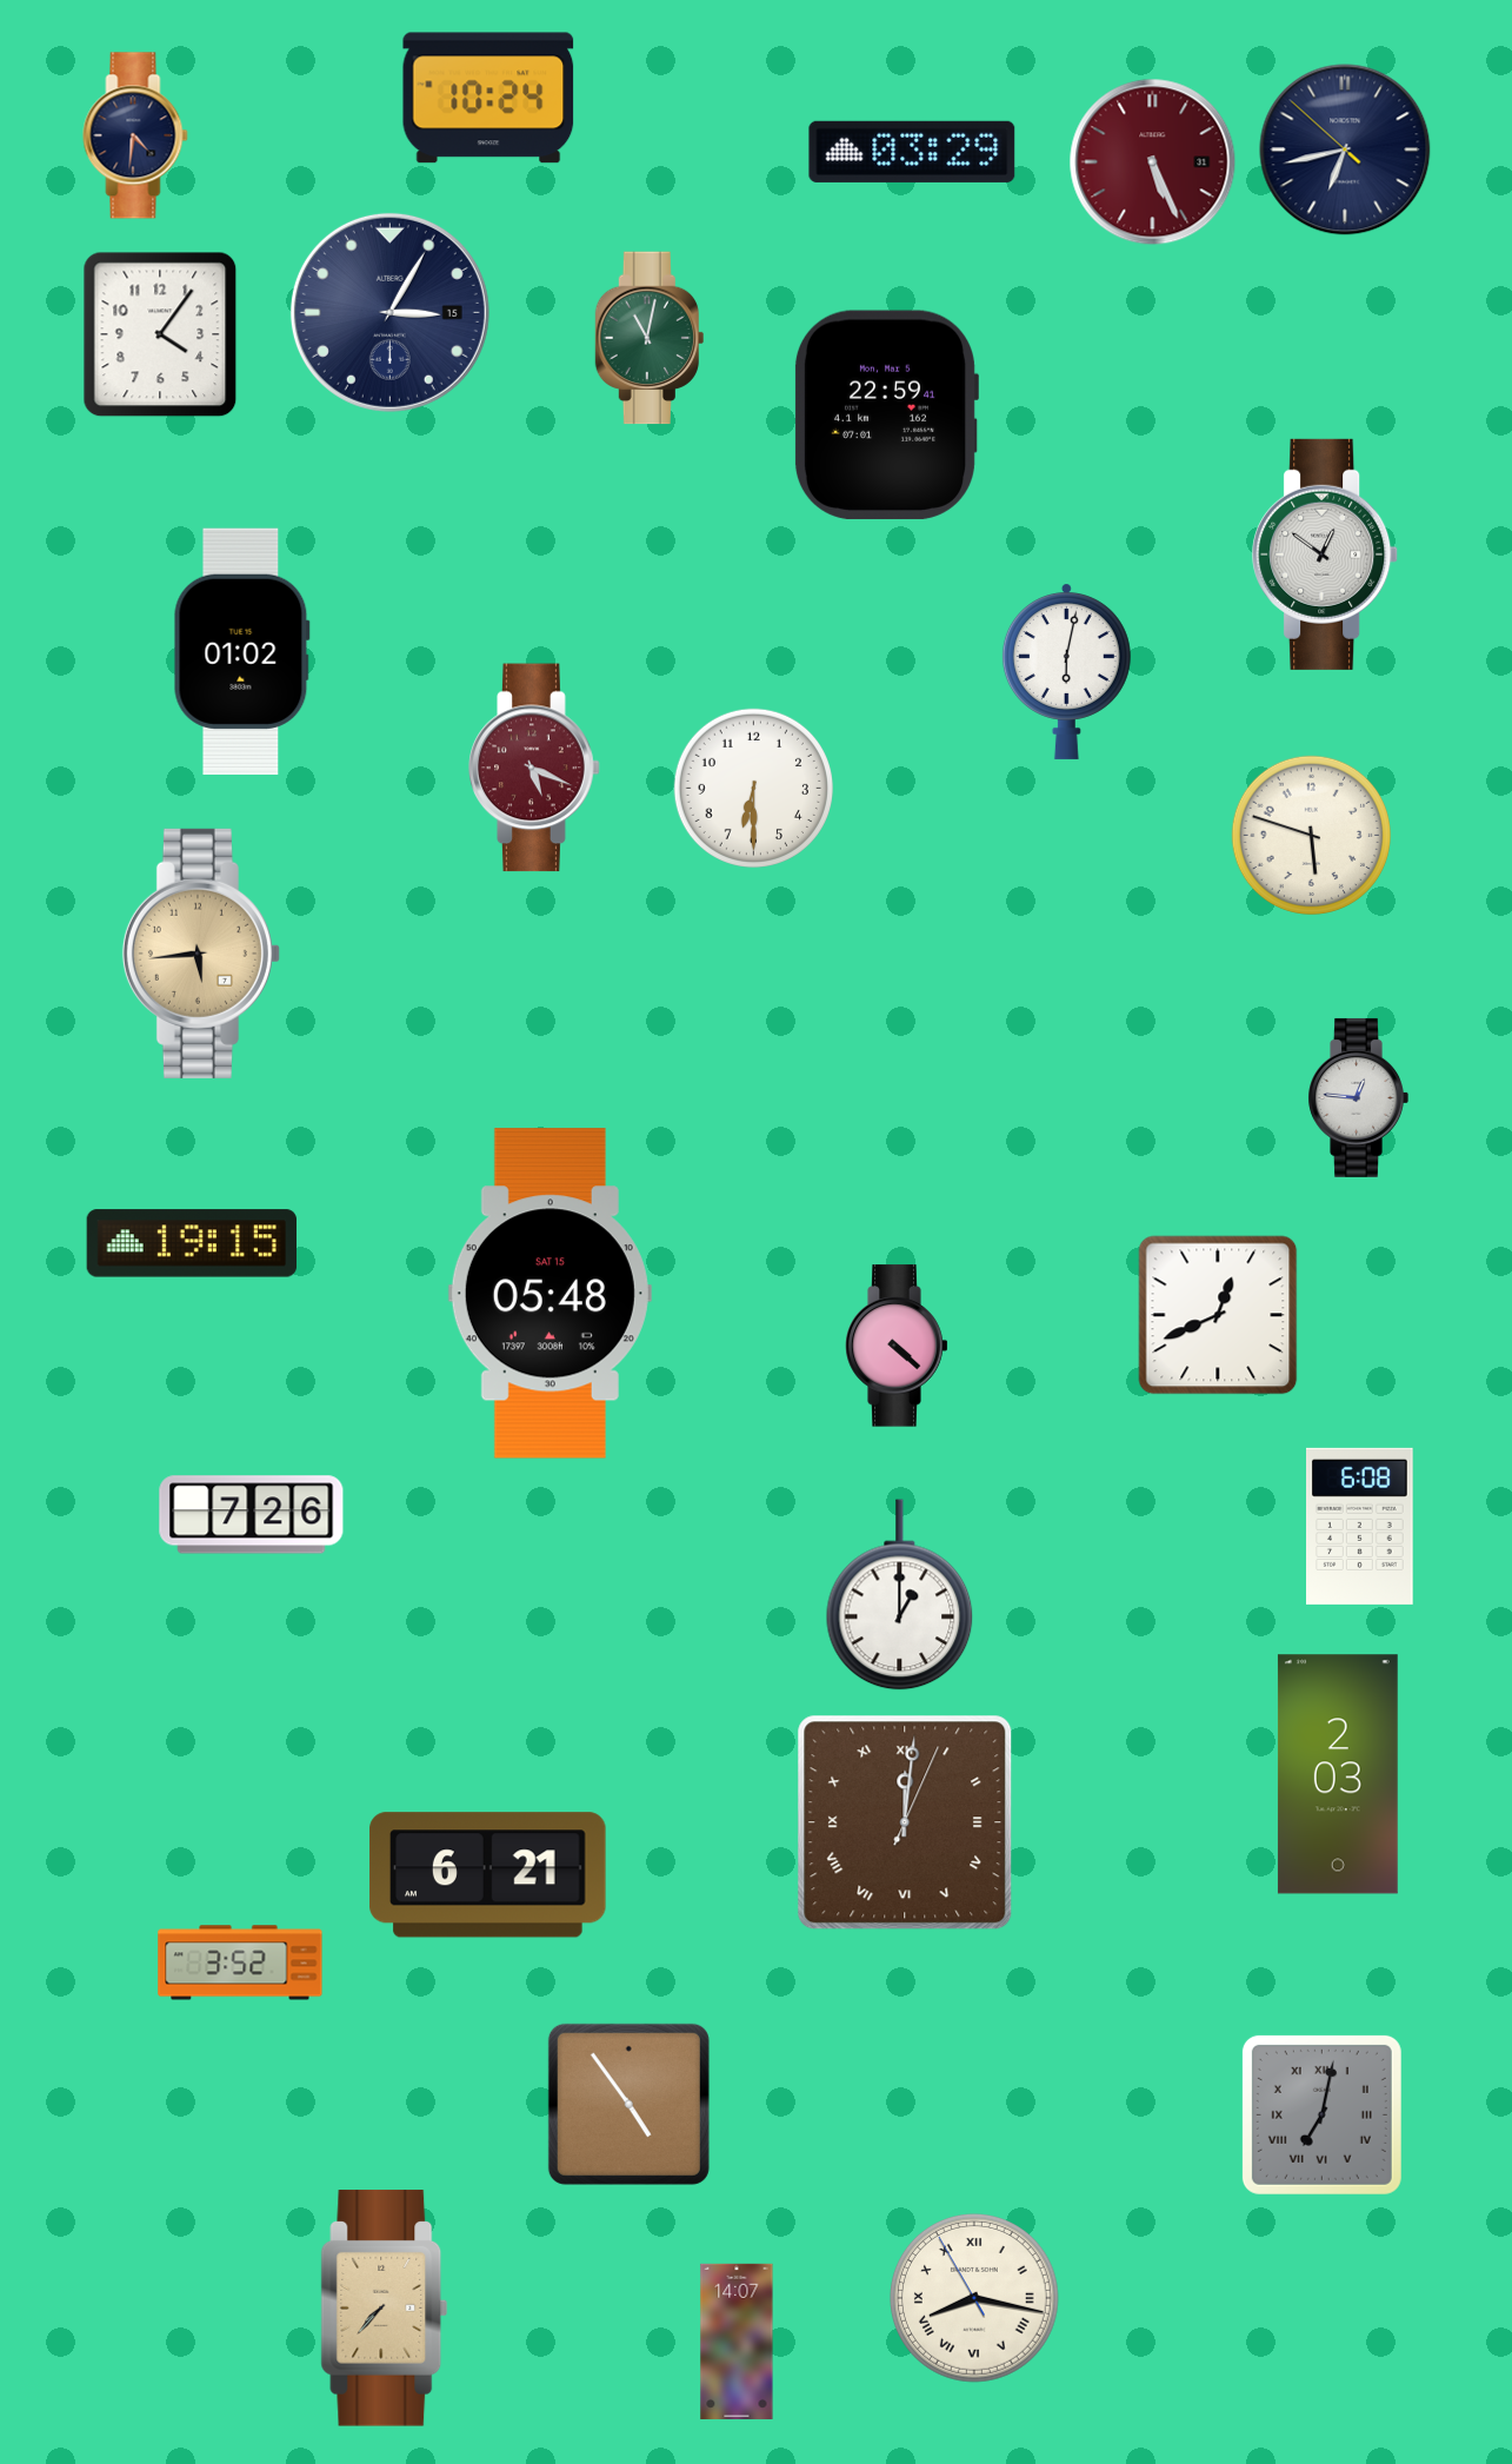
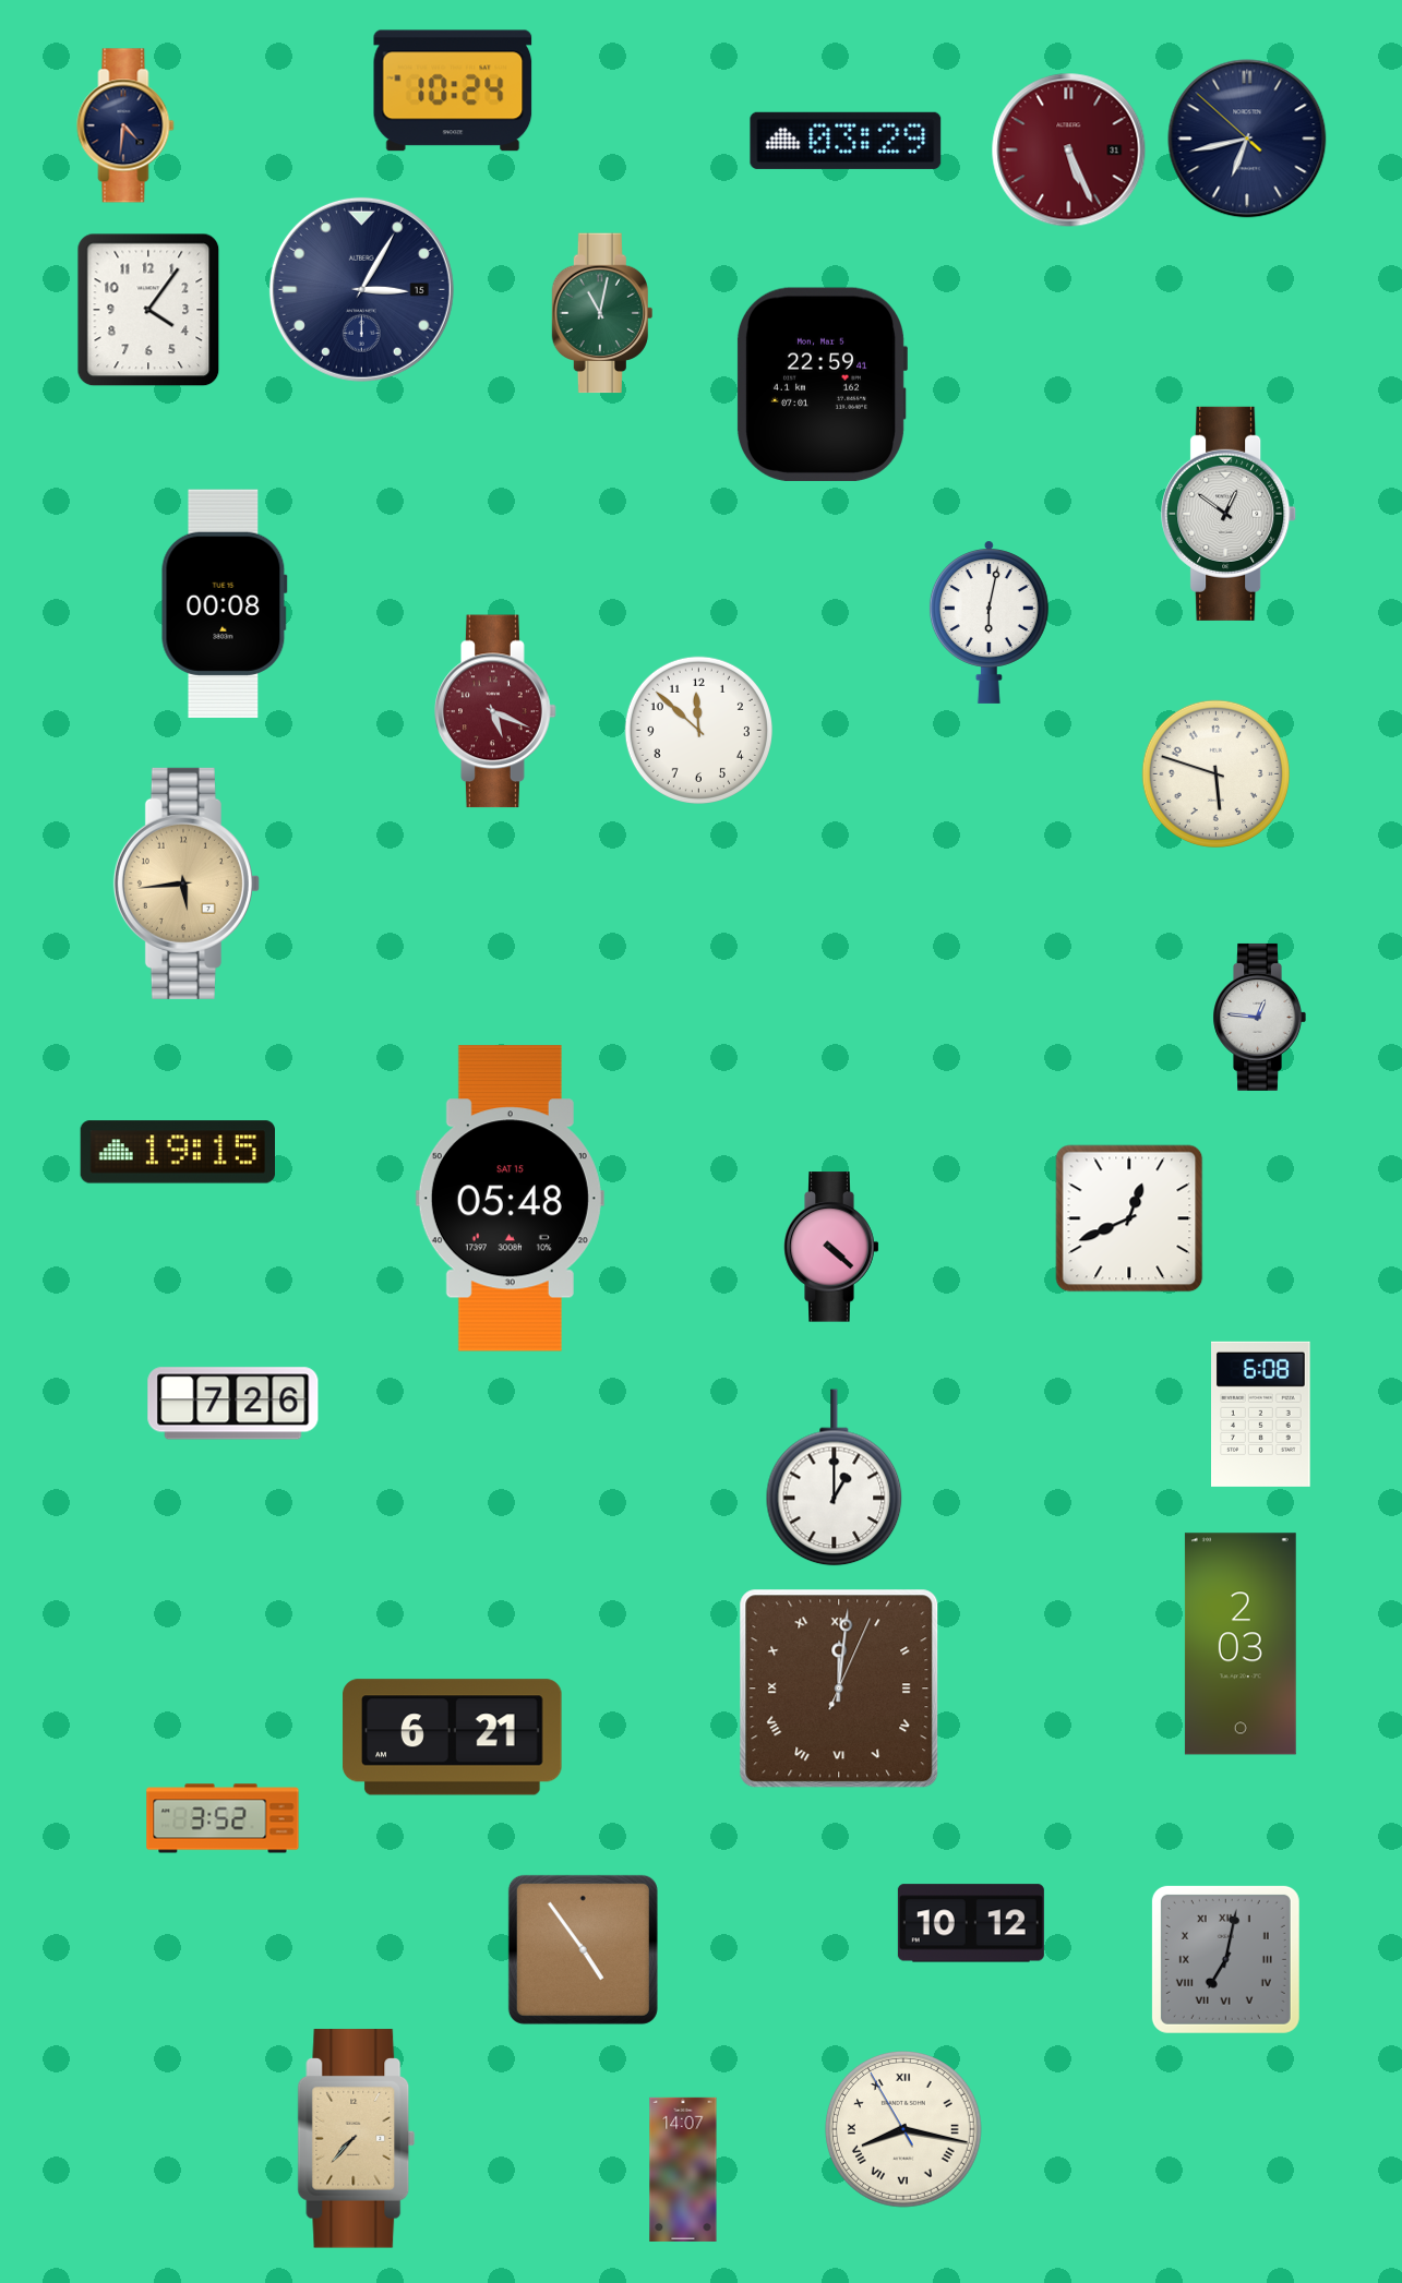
clock at (241, 651): 01:02 -> 00:08
clock at (753, 788): 6:30 -> 11:52
clock at (971, 1923): none -> 10:12
